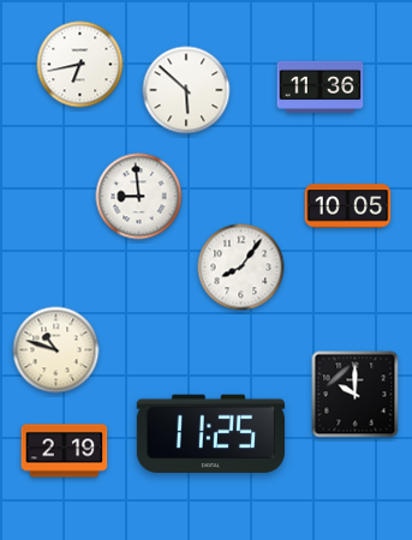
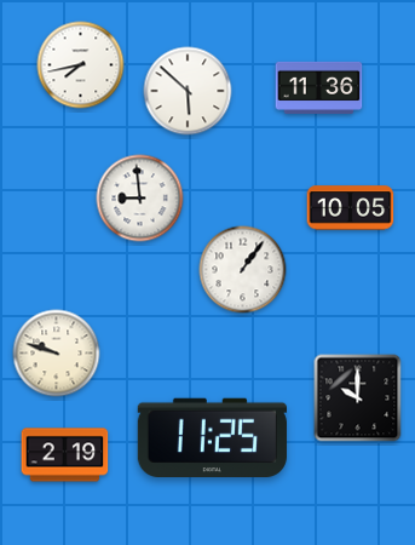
clock at (80, 65): 6:43 -> 7:43
clock at (321, 86) position: (321, 86) -> (319, 87)
clock at (241, 268): 8:06 -> 1:06
clock at (56, 350): 10:48 -> 9:48
